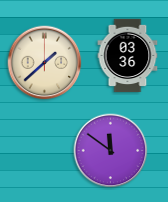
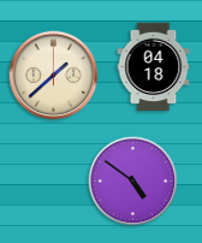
clock at (128, 56): 03:36 -> 04:18
clock at (111, 151): 11:51 -> 4:51
